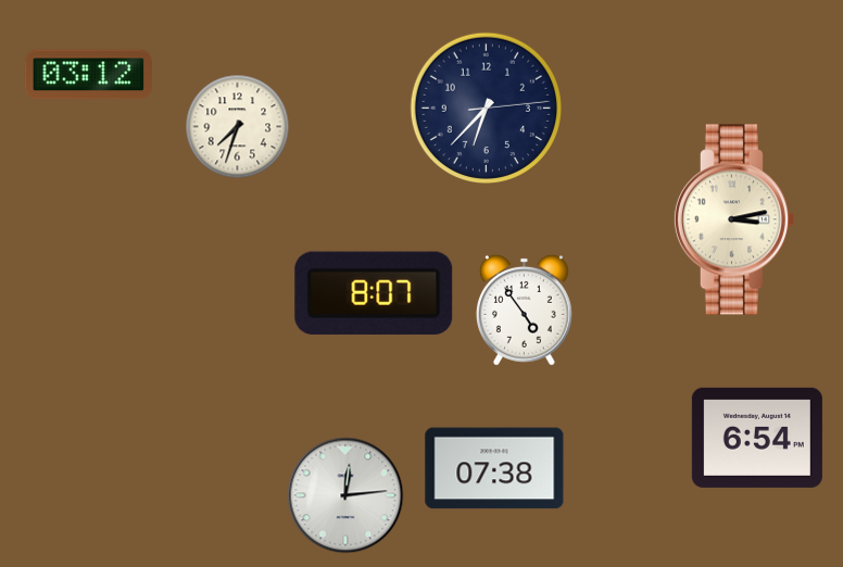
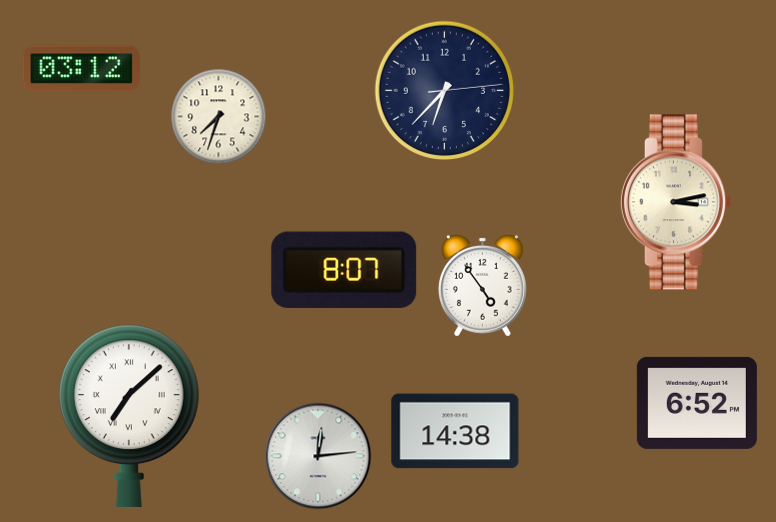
clock at (486, 108) position: (486, 108) -> (444, 90)
clock at (757, 438): 6:54 -> 6:52
clock at (129, 416): none -> 7:08
clock at (494, 468): 07:38 -> 14:38
